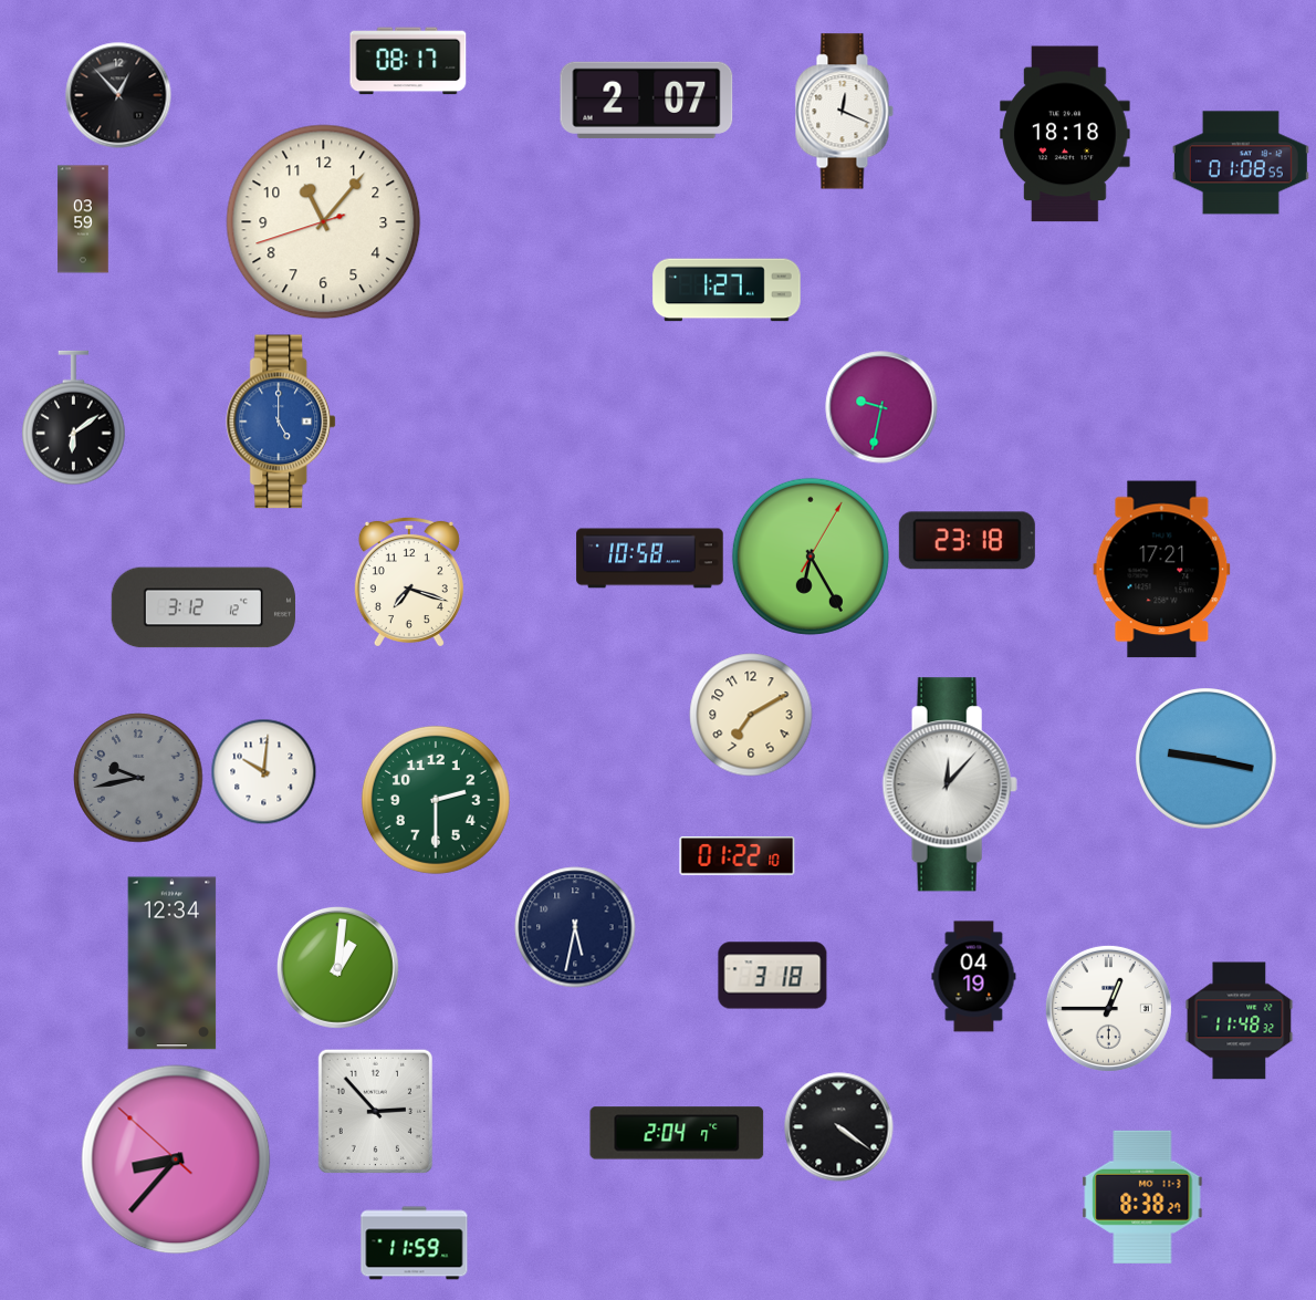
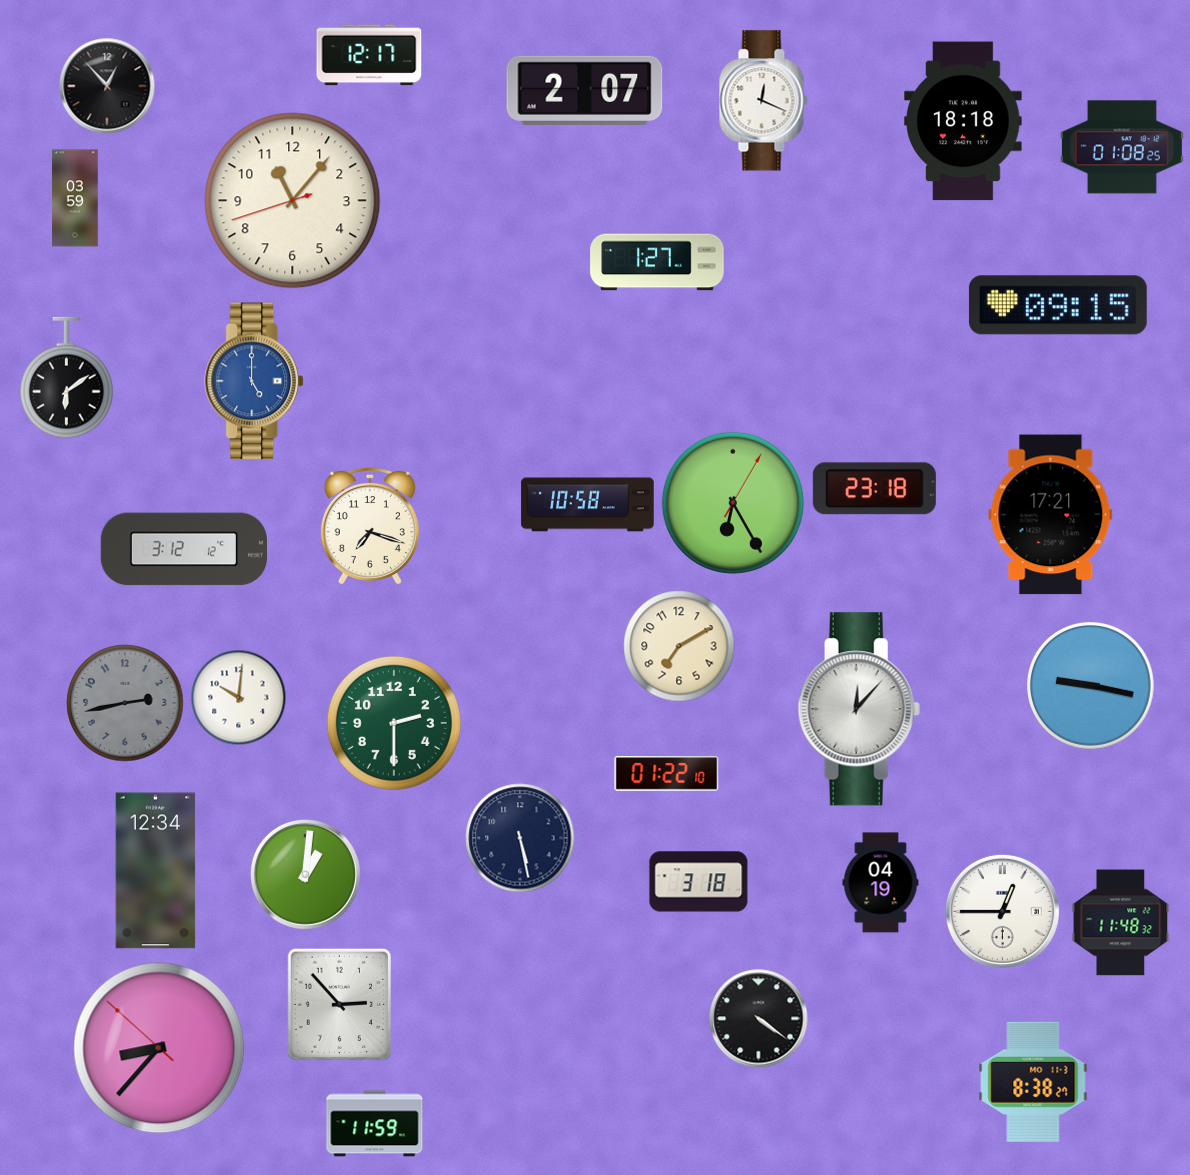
clock at (408, 61): 08:17 -> 12:17
clock at (1241, 163): 01:08:55 -> 01:08:25
clock at (1058, 305): none -> 09:15
clock at (881, 407): 9:32 -> none
clock at (138, 778): 9:43 -> 2:43
clock at (575, 927): 5:32 -> 5:28
clock at (677, 1133): 2:04 -> none
